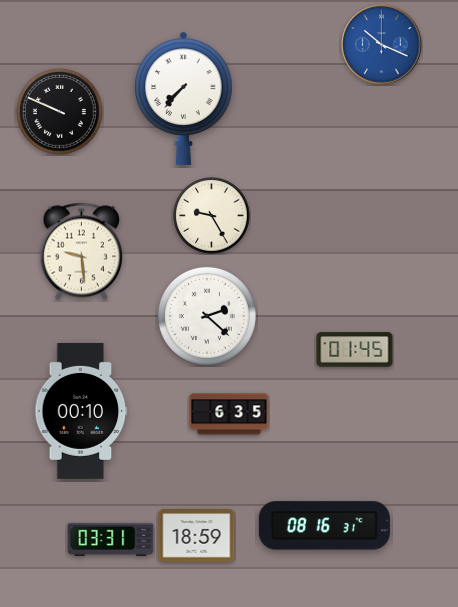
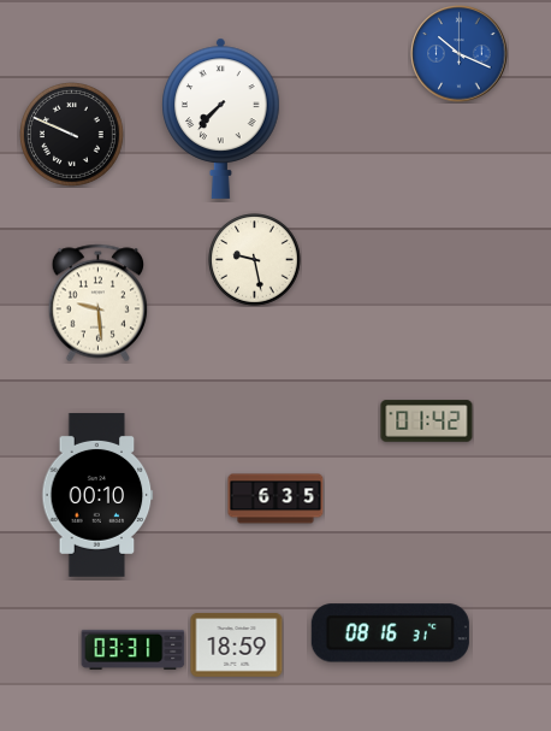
clock at (212, 216): 9:25 -> 9:28
clock at (207, 316): 2:22 -> none
clock at (355, 350): 01:45 -> 01:42
